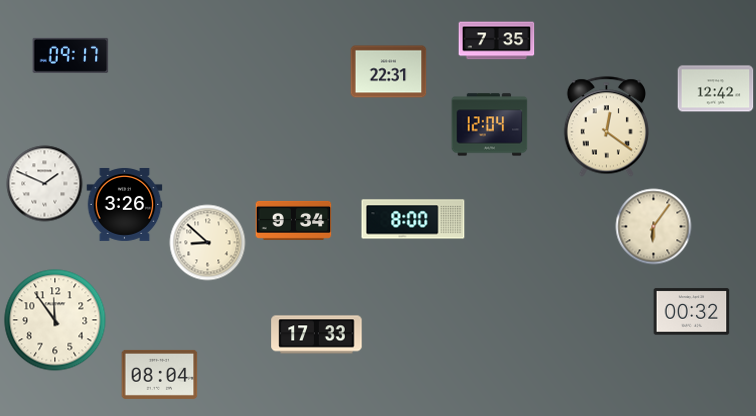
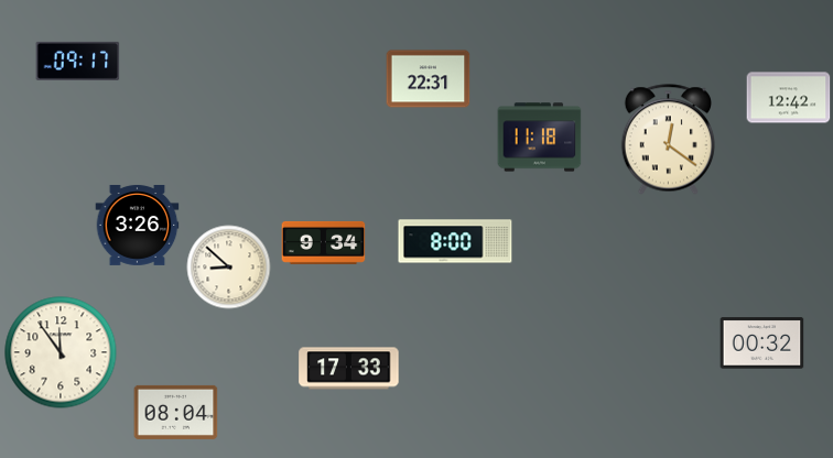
clock at (497, 41): 7:35 -> none
clock at (490, 125): 12:04 -> 11:18
clock at (45, 184): 1:49 -> none
clock at (654, 227): 6:06 -> none
